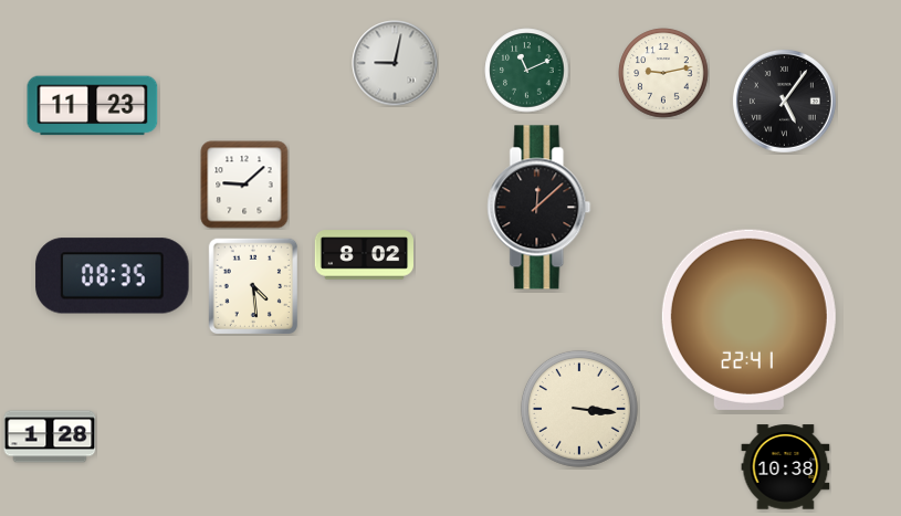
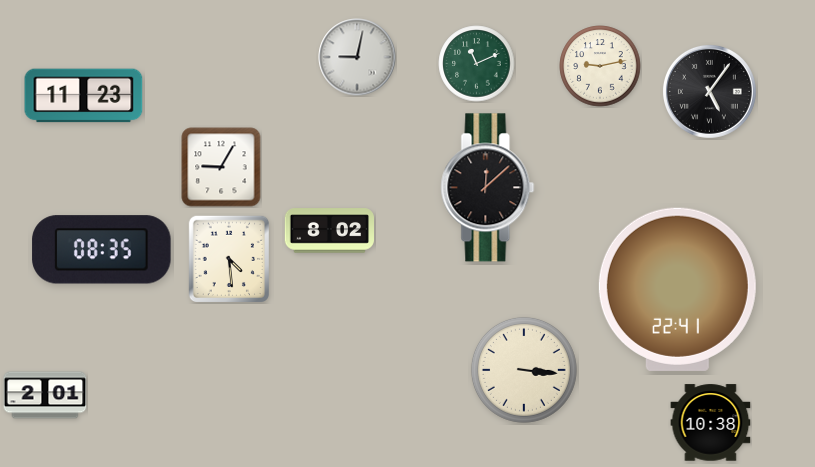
clock at (244, 185): 9:08 -> 9:05
clock at (50, 436): 1:28 -> 2:01
